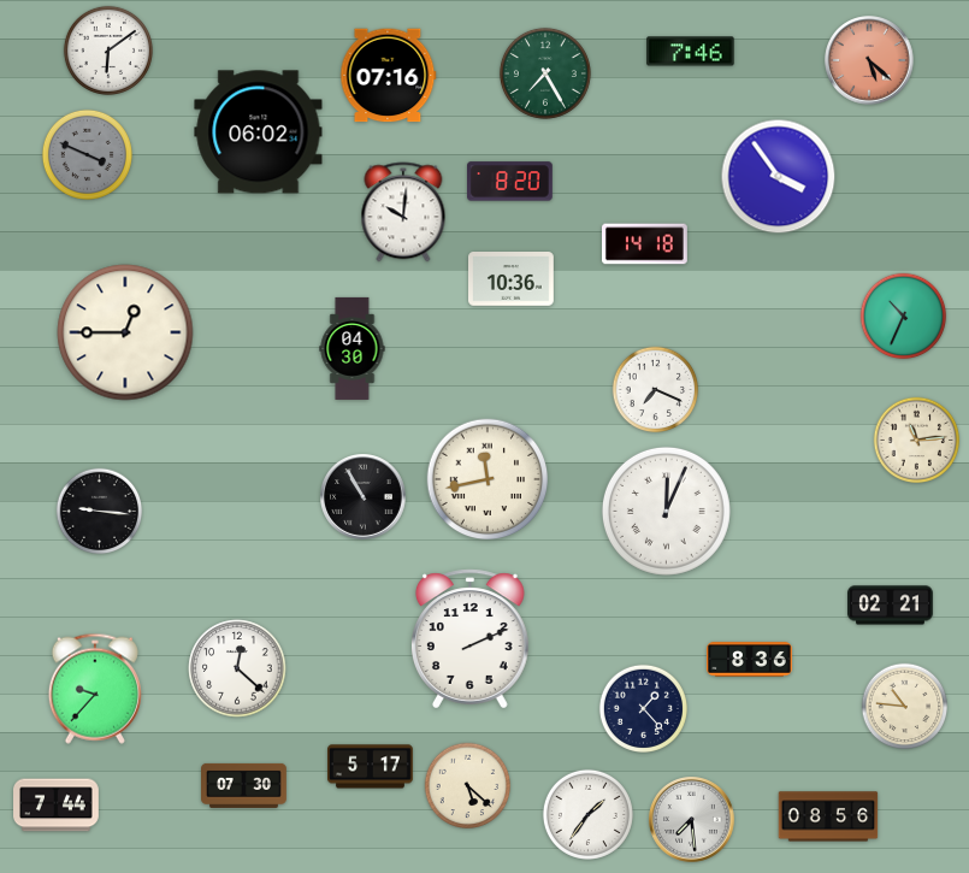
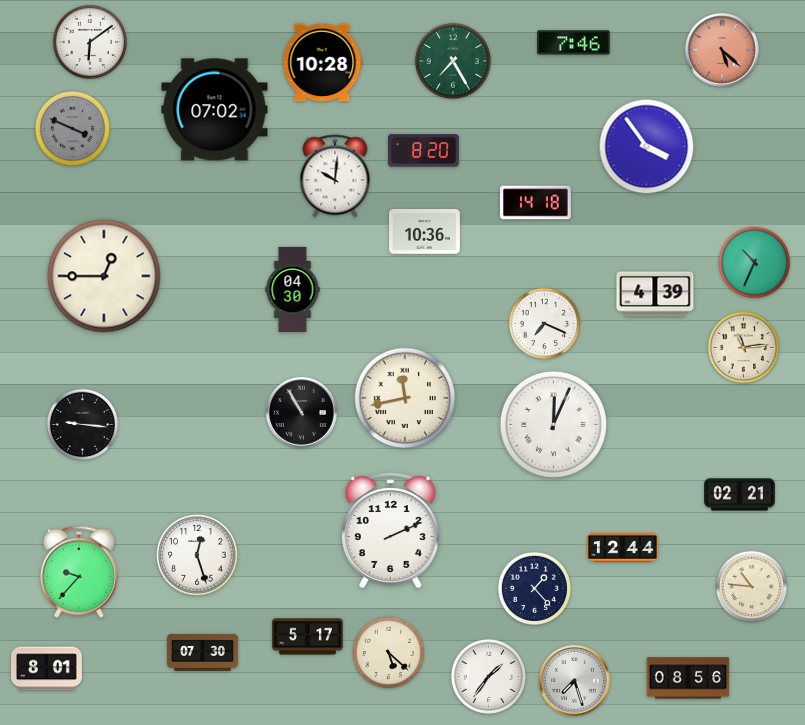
clock at (389, 76): 07:16 -> 10:28
clock at (259, 132): 06:02 -> 07:02
clock at (904, 317) position: (904, 317) -> (755, 263)
clock at (655, 294): none -> 4:39
clock at (917, 441) position: (917, 441) -> (744, 348)
clock at (891, 606) position: (891, 606) -> (740, 495)
clock at (750, 660): 8:36 -> 12:44
clock at (237, 668): 12:22 -> 12:27
clock at (57, 806): 7:44 -> 8:01
clock at (692, 820): 7:29 -> 7:27
